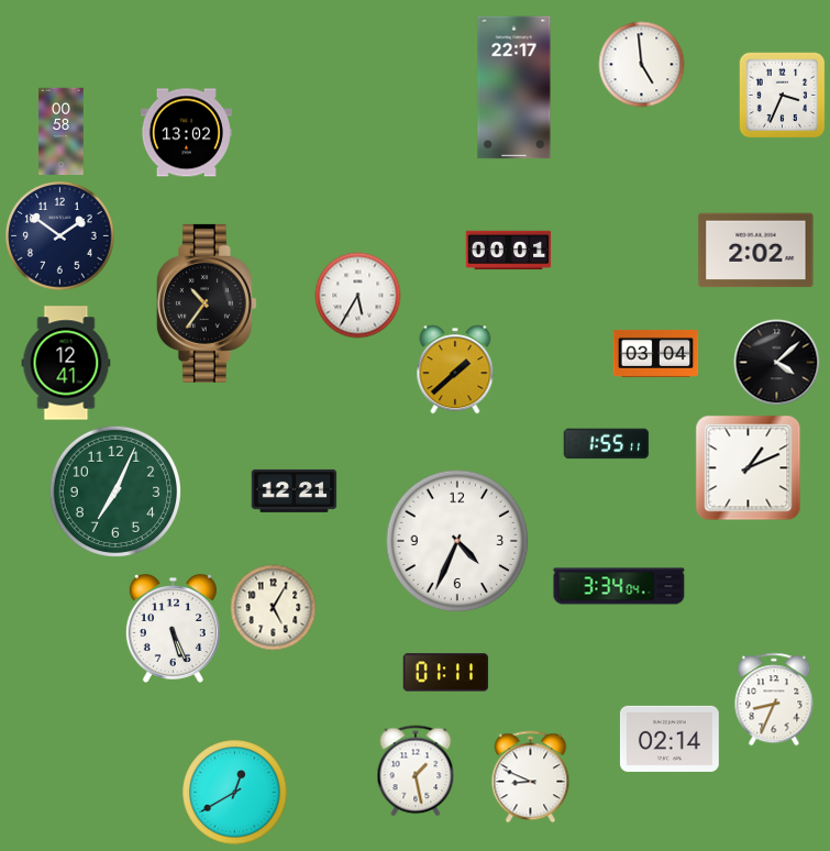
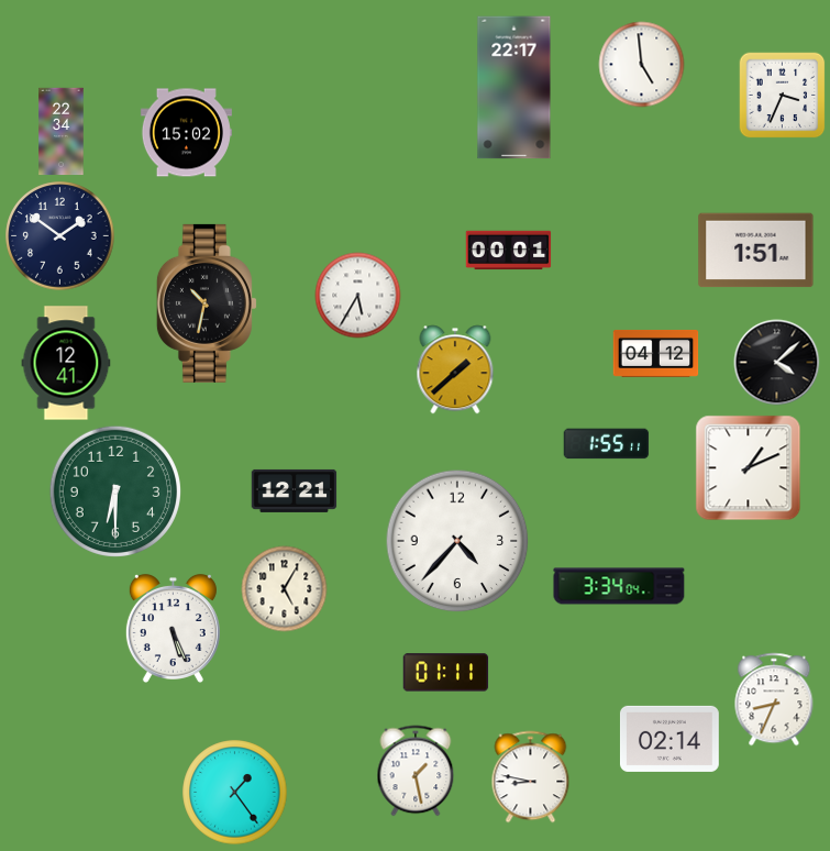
clock at (62, 131): 00:58 -> 22:34
clock at (186, 133): 13:02 -> 15:02
clock at (756, 251): 2:02 -> 1:51
clock at (207, 303): 10:36 -> 10:32
clock at (655, 353): 03:04 -> 04:12
clock at (115, 491): 7:04 -> 6:30
clock at (457, 541): 4:34 -> 4:37
clock at (273, 607) position: (273, 607) -> (284, 588)
clock at (531, 776): 8:49 -> 8:47
clock at (234, 792): 12:40 -> 1:24
